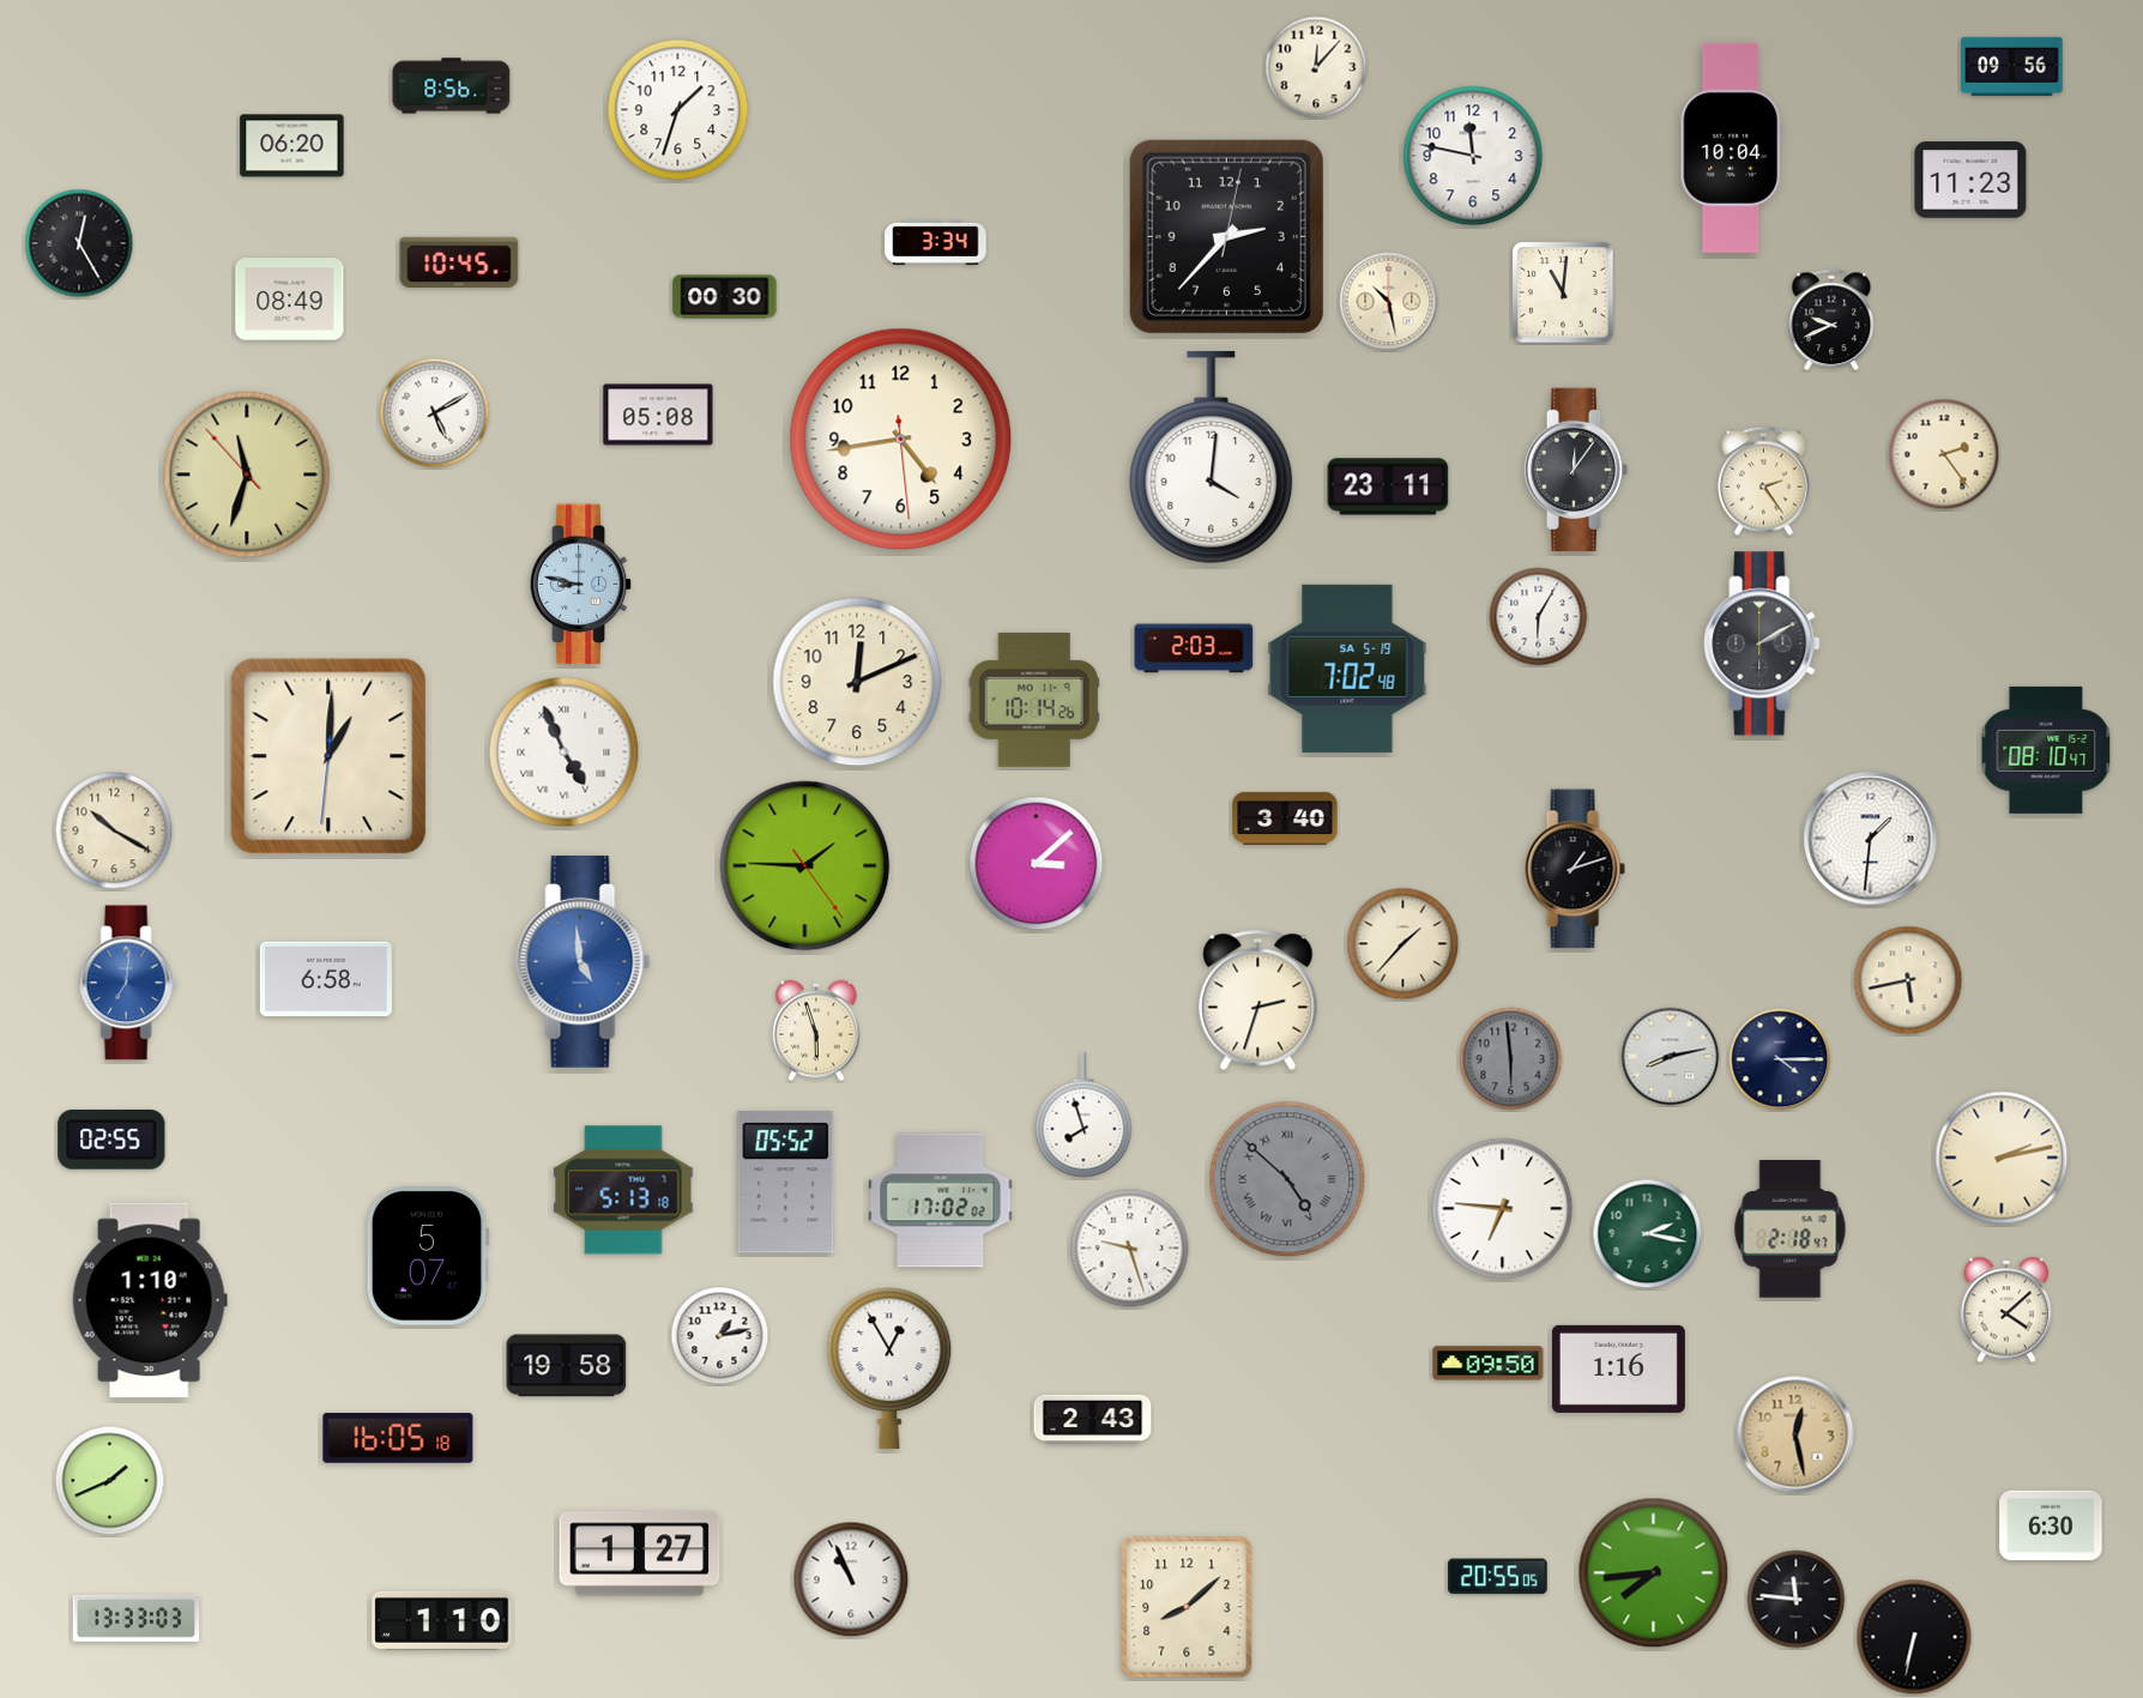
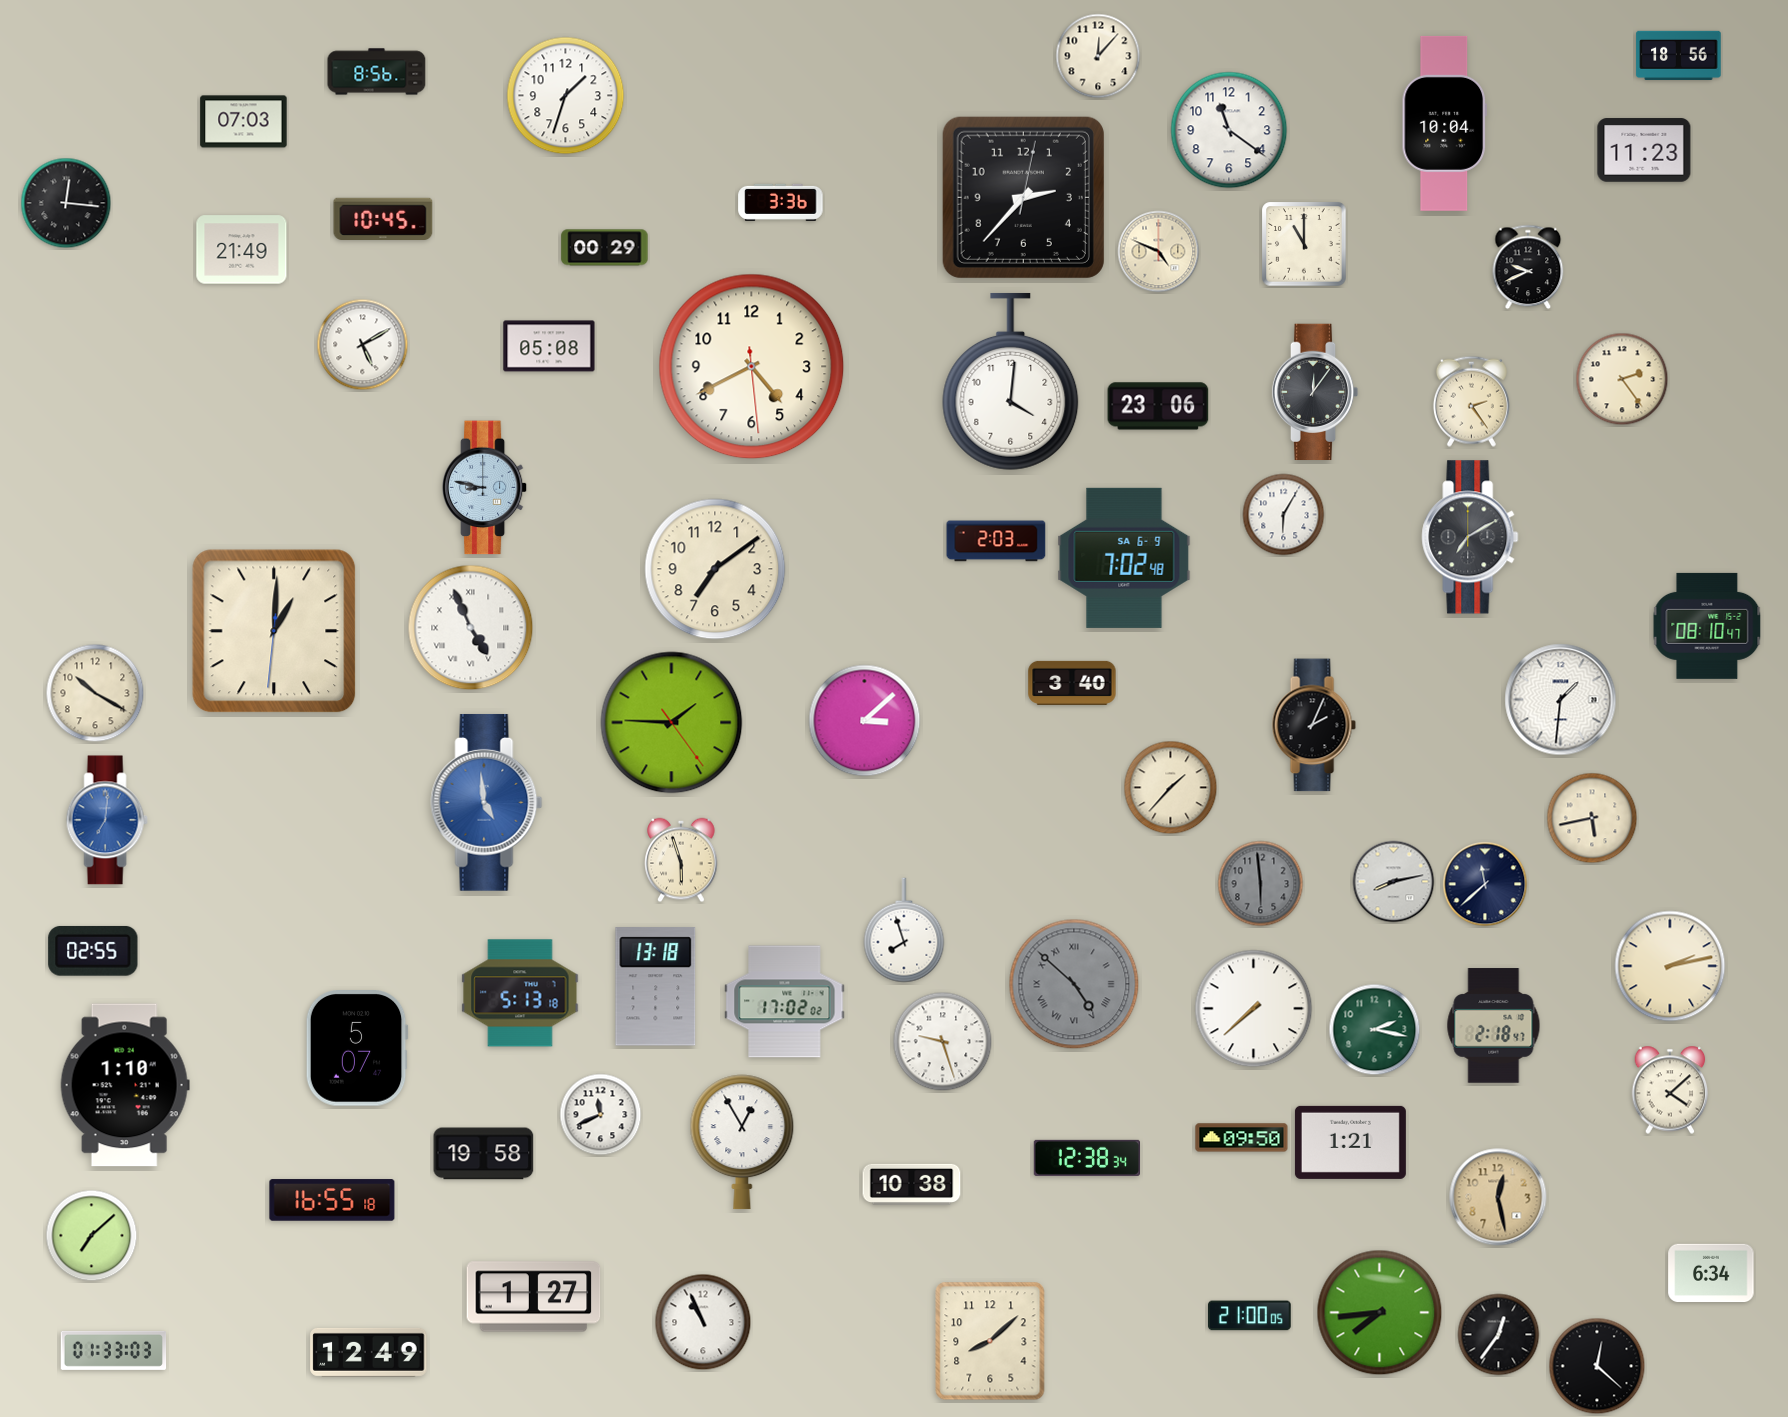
clock at (2012, 66): 09:56 -> 18:56
clock at (678, 110) position: (678, 110) -> (566, 96)
clock at (292, 146): 06:20 -> 07:03
clock at (1473, 156): 11:47 -> 11:21
clock at (936, 242): 3:34 -> 3:36
clock at (79, 243): 12:25 -> 12:16
clock at (1563, 292): 11:01 -> 11:00
clock at (725, 297): 00:30 -> 00:29
clock at (290, 300): 08:49 -> 21:49
clock at (1389, 302): 10:28 -> 4:49
clock at (901, 440): 4:43 -> 4:40
clock at (247, 475): 11:32 -> none
clock at (1388, 487): 23:11 -> 23:06
clock at (1762, 643): 2:10 -> 7:10
clock at (1347, 669) date: SA 5-19 -> SA 6-9
clock at (857, 682): 12:11 -> 7:09
clock at (1034, 700): 10:14 -> none
clock at (1575, 869): 1:12 -> 2:04
clock at (326, 979): 6:58 -> none
clock at (1258, 999): 2:33 -> none
clock at (1780, 1059): 4:15 -> 11:38
clock at (786, 1183): 05:52 -> 13:18
clock at (1503, 1209): 6:46 -> 7:38
clock at (2006, 1310) position: (2006, 1310) -> (1670, 1090)
clock at (720, 1336): 1:13 -> 11:41
clock at (567, 1366) position: (567, 1366) -> (484, 1154)
clock at (1618, 1368): 1:16 -> 1:21
clock at (1086, 1158): none -> 12:38
clock at (1093, 1419): 2:43 -> 10:38
clock at (398, 1438): 16:05 -> 16:55
clock at (110, 1481): 1:41 -> 7:08
clock at (2051, 1525): 6:30 -> 6:34
clock at (1498, 1577): 20:55 -> 21:00
clock at (851, 1579) position: (851, 1579) -> (703, 1322)
clock at (1797, 1600): 11:46 -> 12:36
clock at (137, 1618): 13:33 -> 01:33
clock at (442, 1620): 1:10 -> 12:49
clock at (1914, 1637): 6:32 -> 12:22
